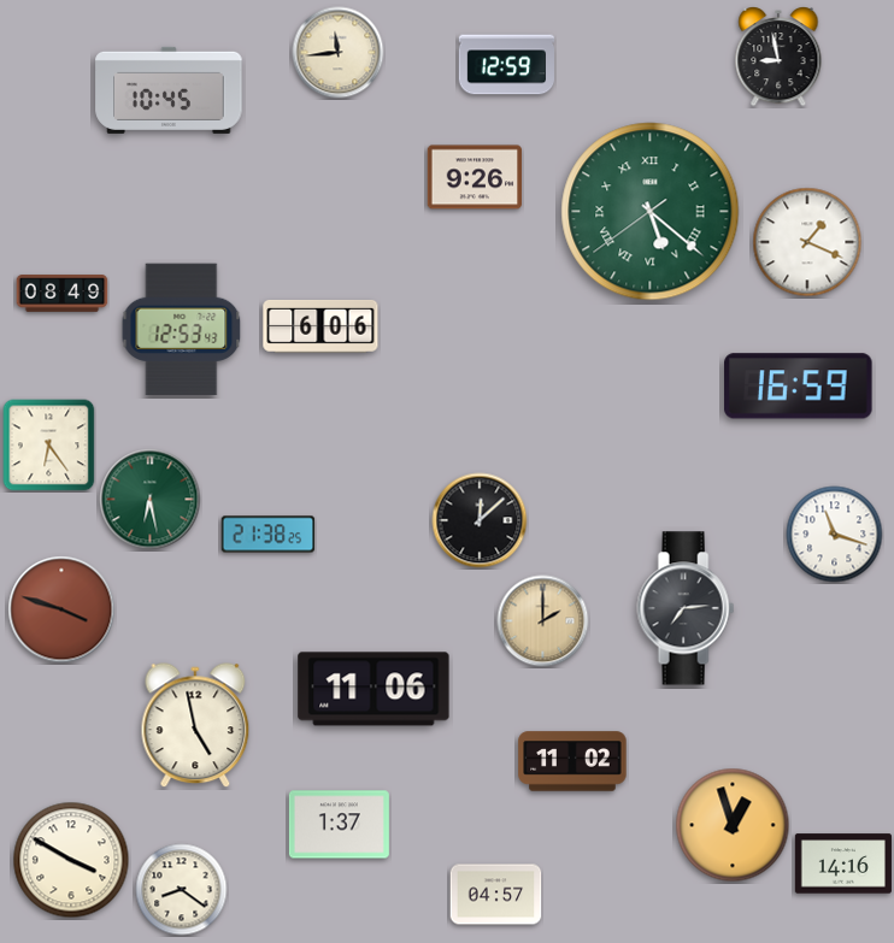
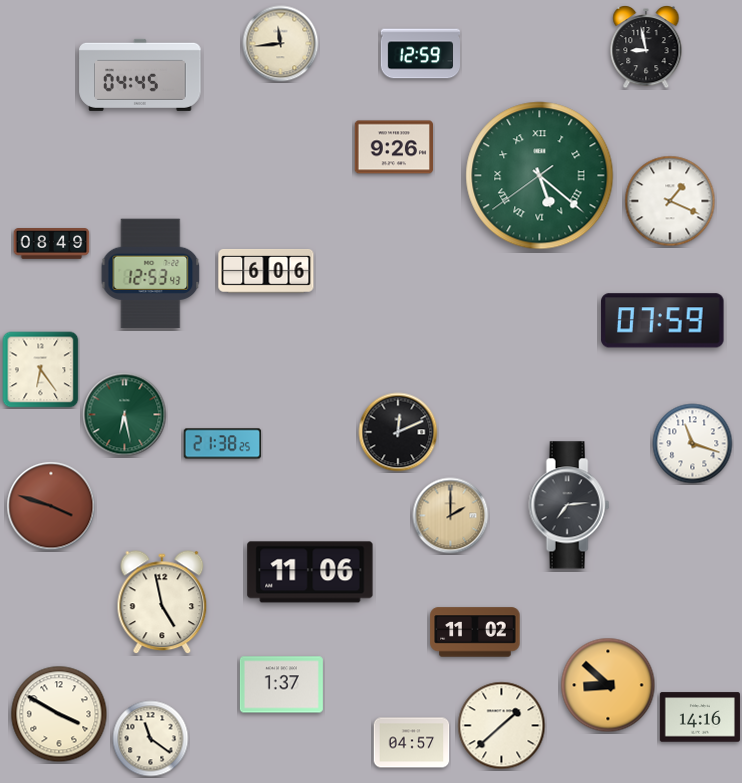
clock at (169, 90): 10:45 -> 04:45
clock at (799, 387): 16:59 -> 07:59
clock at (480, 520): 12:08 -> 12:11
clock at (733, 825): 12:57 -> 8:52
clock at (502, 726): none -> 1:38
clock at (182, 890): 8:21 -> 11:21
